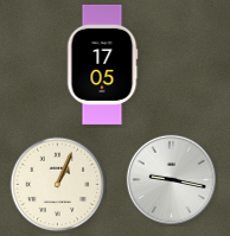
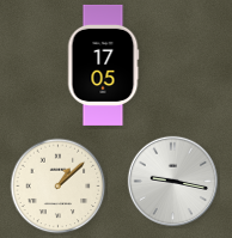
clock at (58, 185): 1:04 -> 1:08
